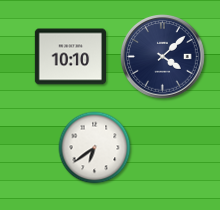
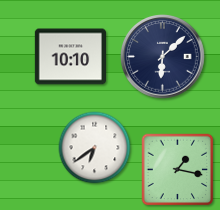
clock at (163, 57): 4:08 -> 6:08
clock at (178, 170): none -> 1:17
